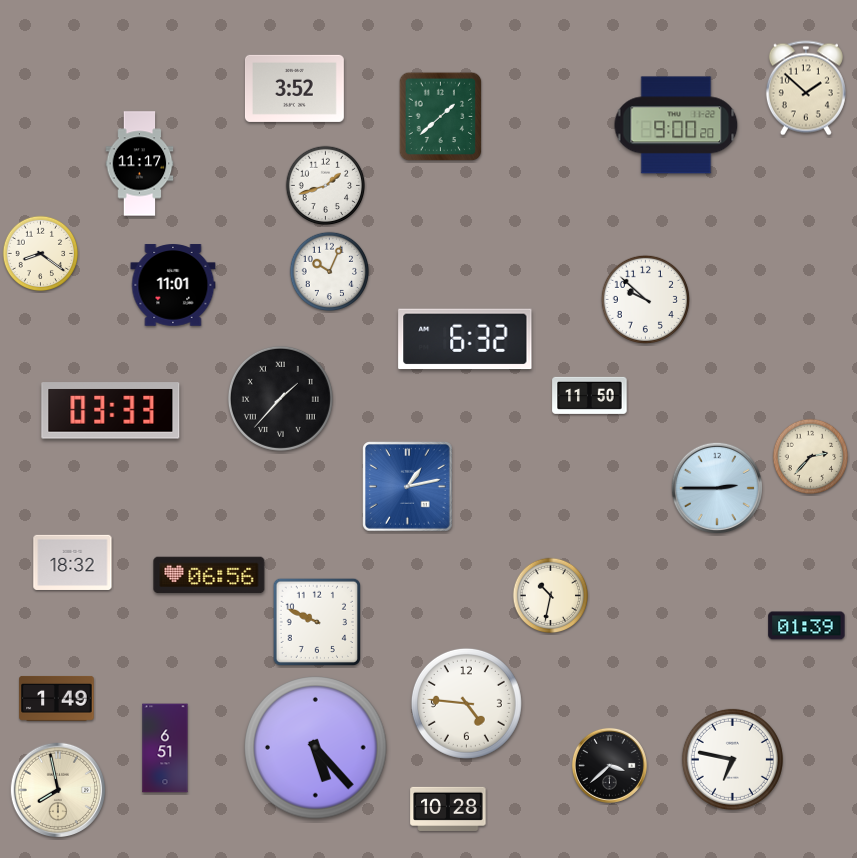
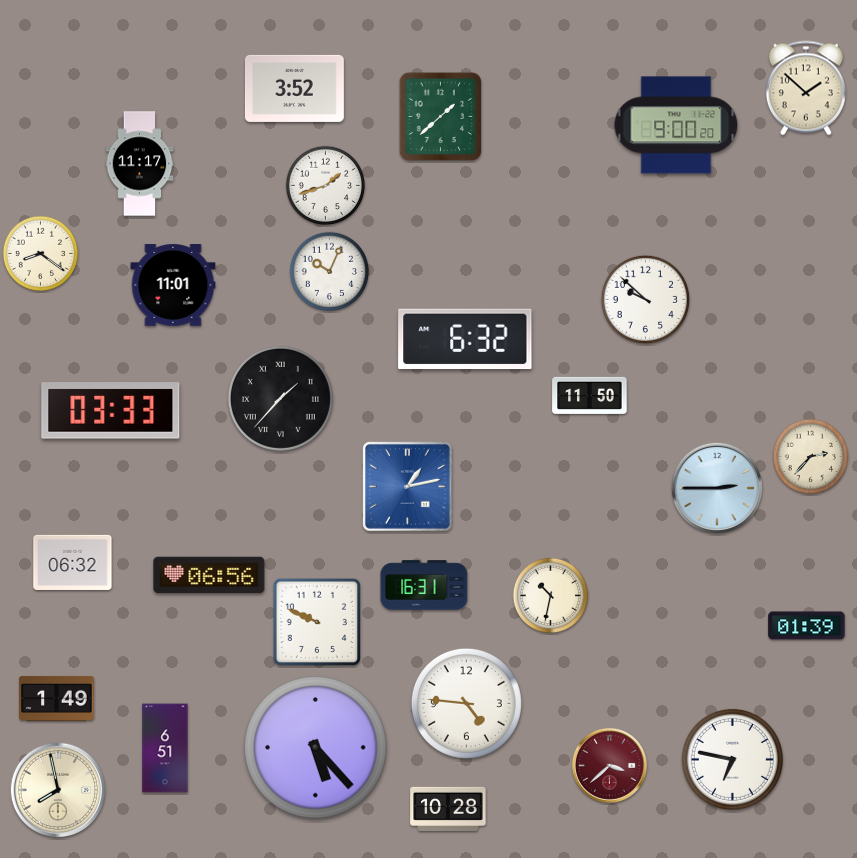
clock at (73, 562): 18:32 -> 06:32
clock at (424, 585): none -> 16:31
clock at (609, 765) dial: black -> burgundy
